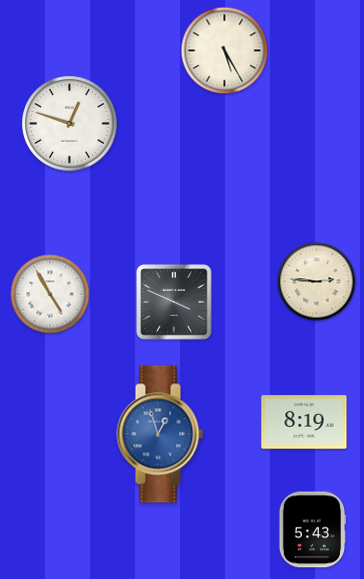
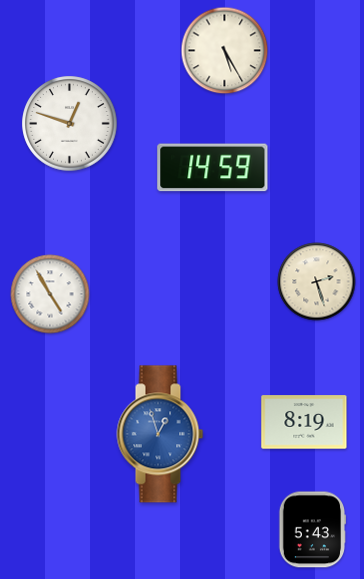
clock at (213, 168): none -> 14:59
clock at (317, 282): 2:46 -> 2:27
clock at (174, 302): 3:49 -> none
